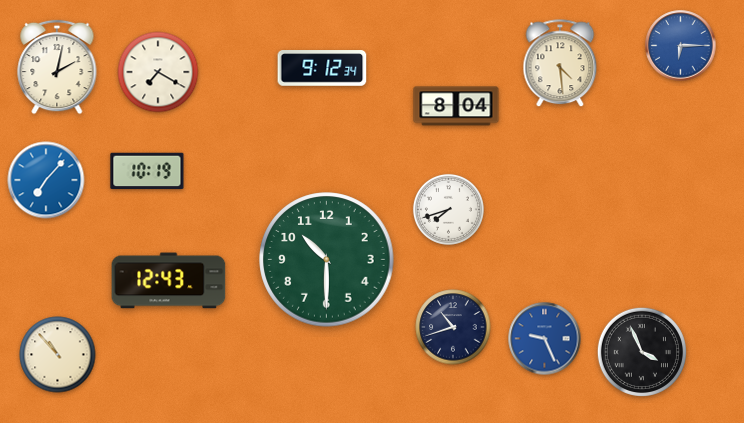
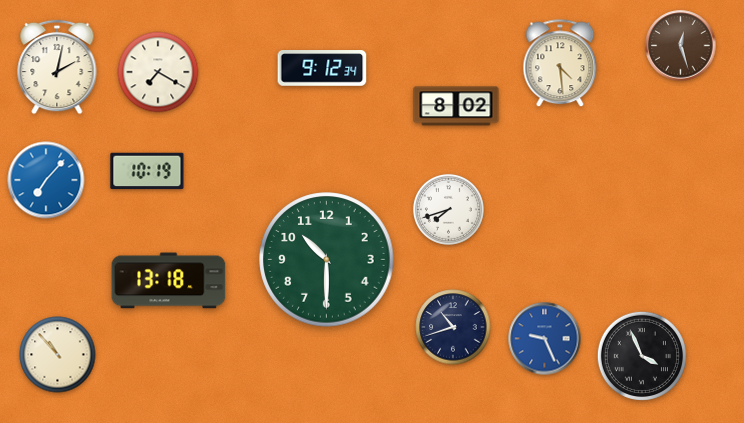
clock at (681, 46): 6:15 -> 12:27
clock at (681, 46) dial: blue -> brown
clock at (456, 106): 8:04 -> 8:02
clock at (169, 281): 12:43 -> 13:18
clock at (642, 352) position: (642, 352) -> (642, 356)
